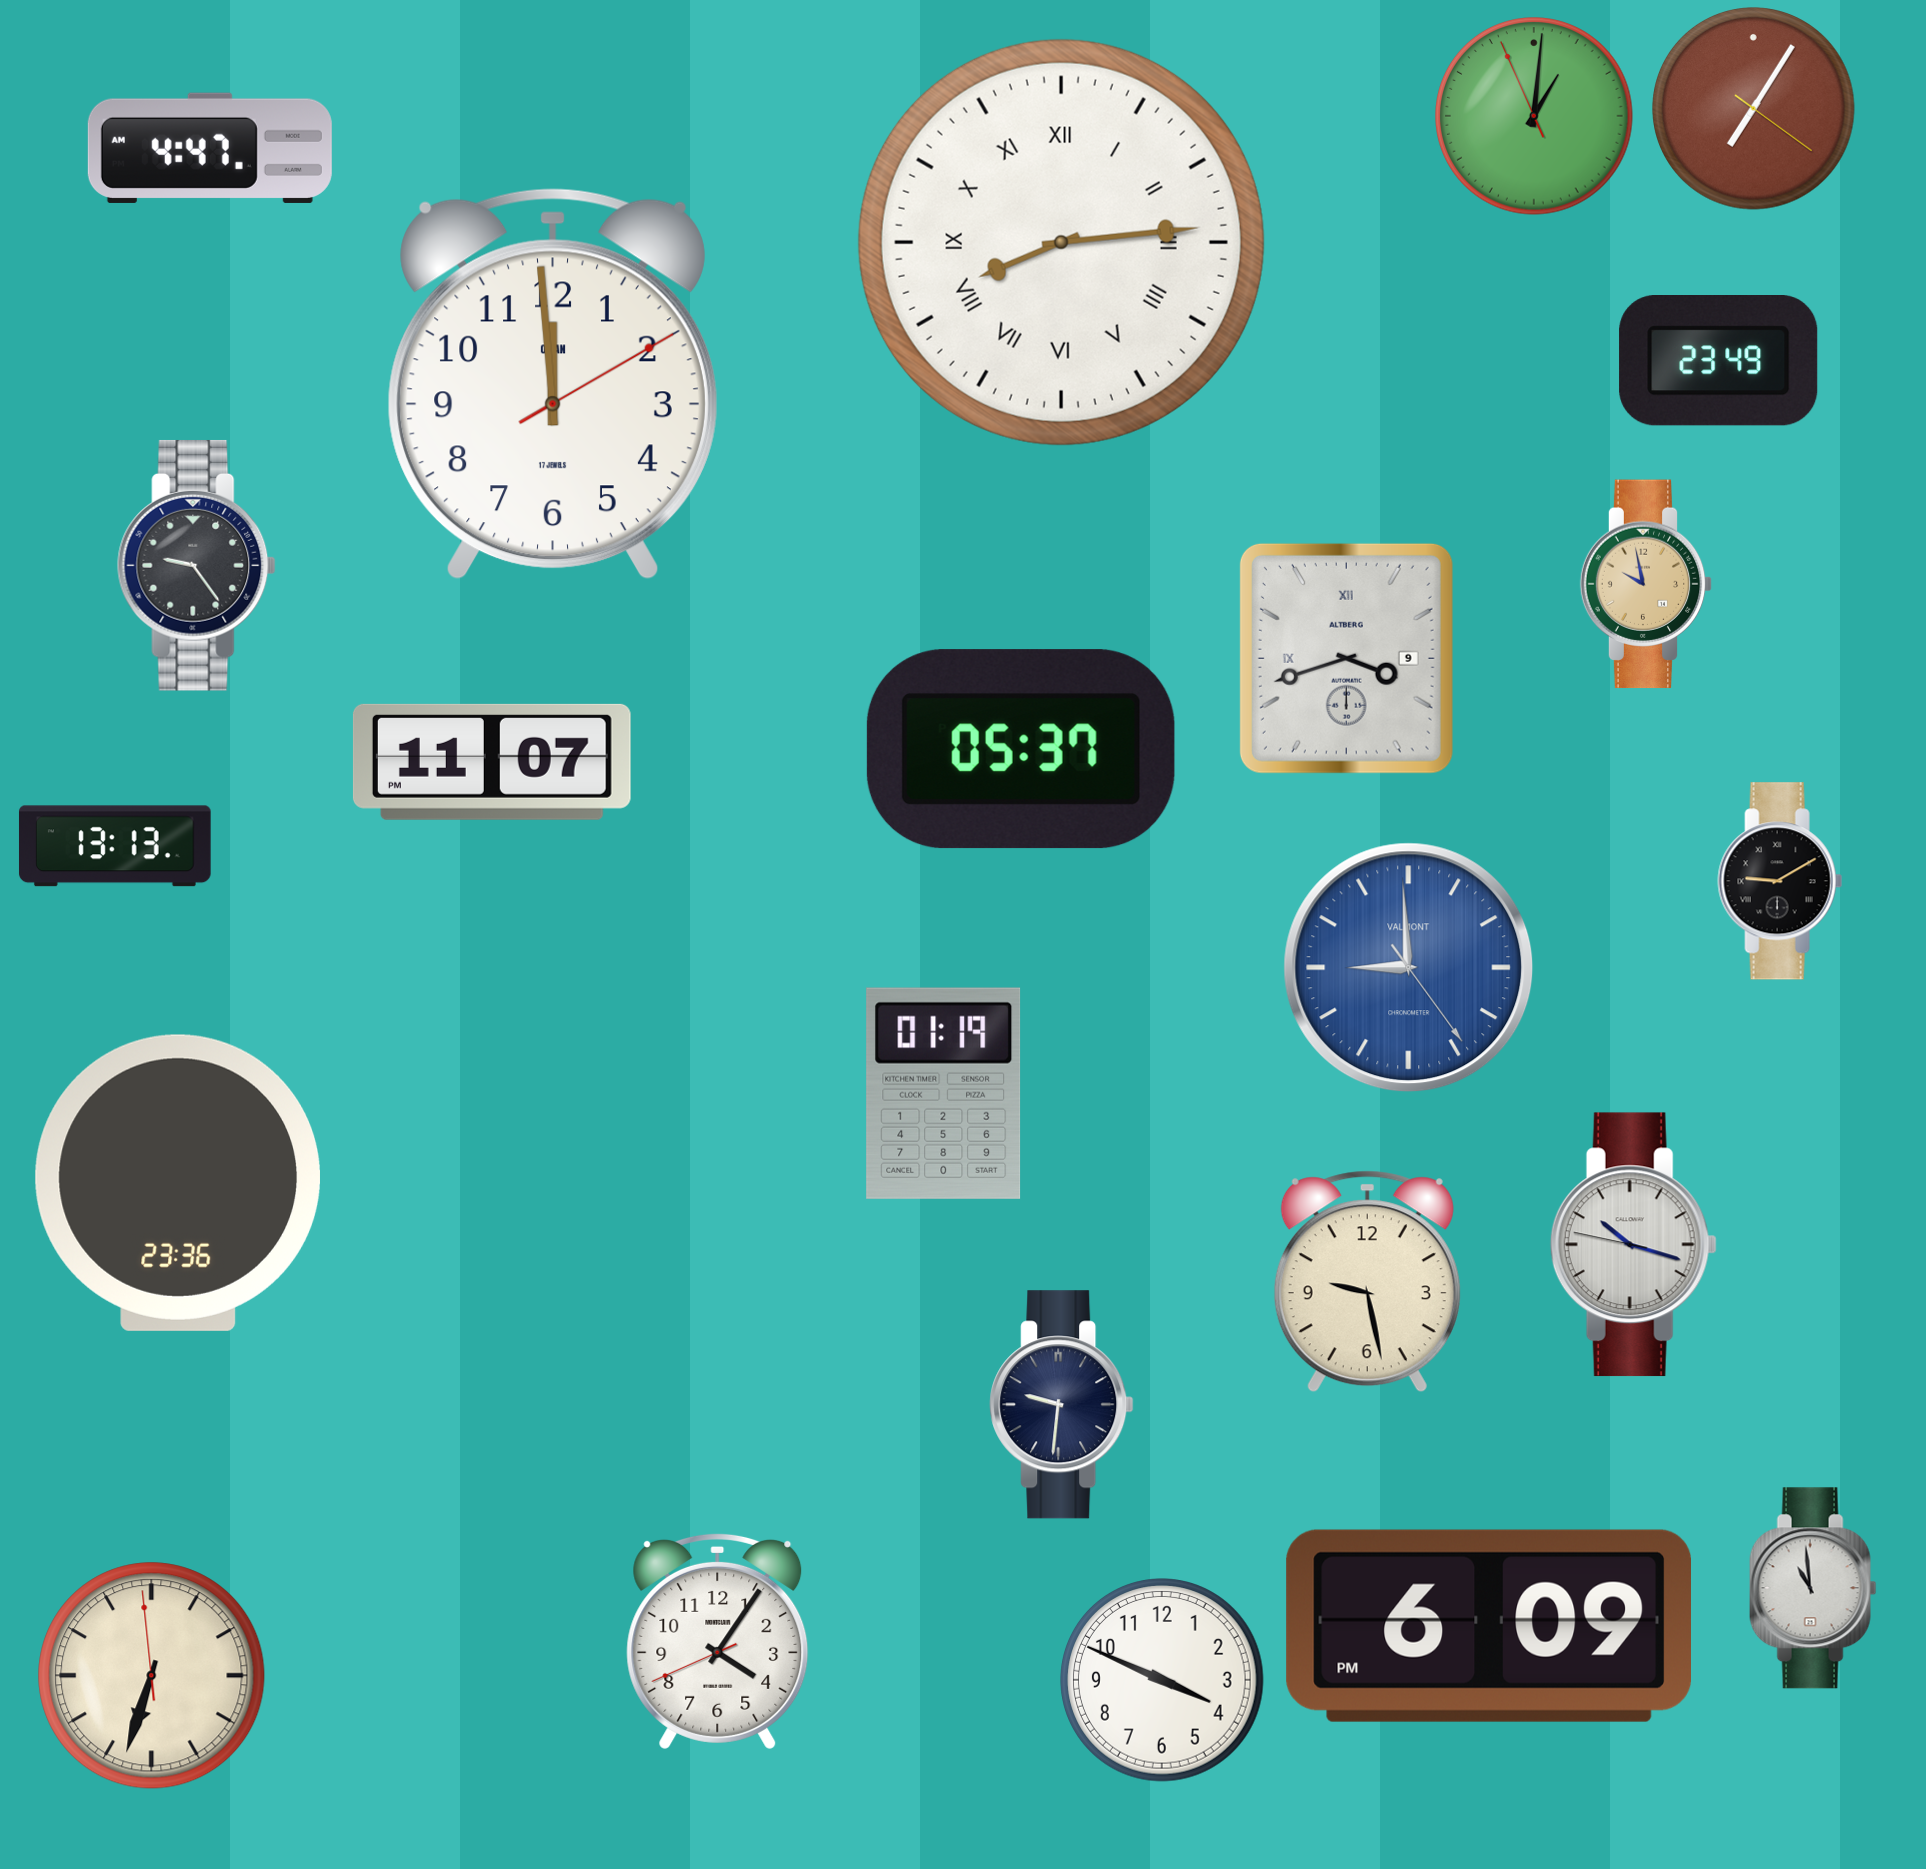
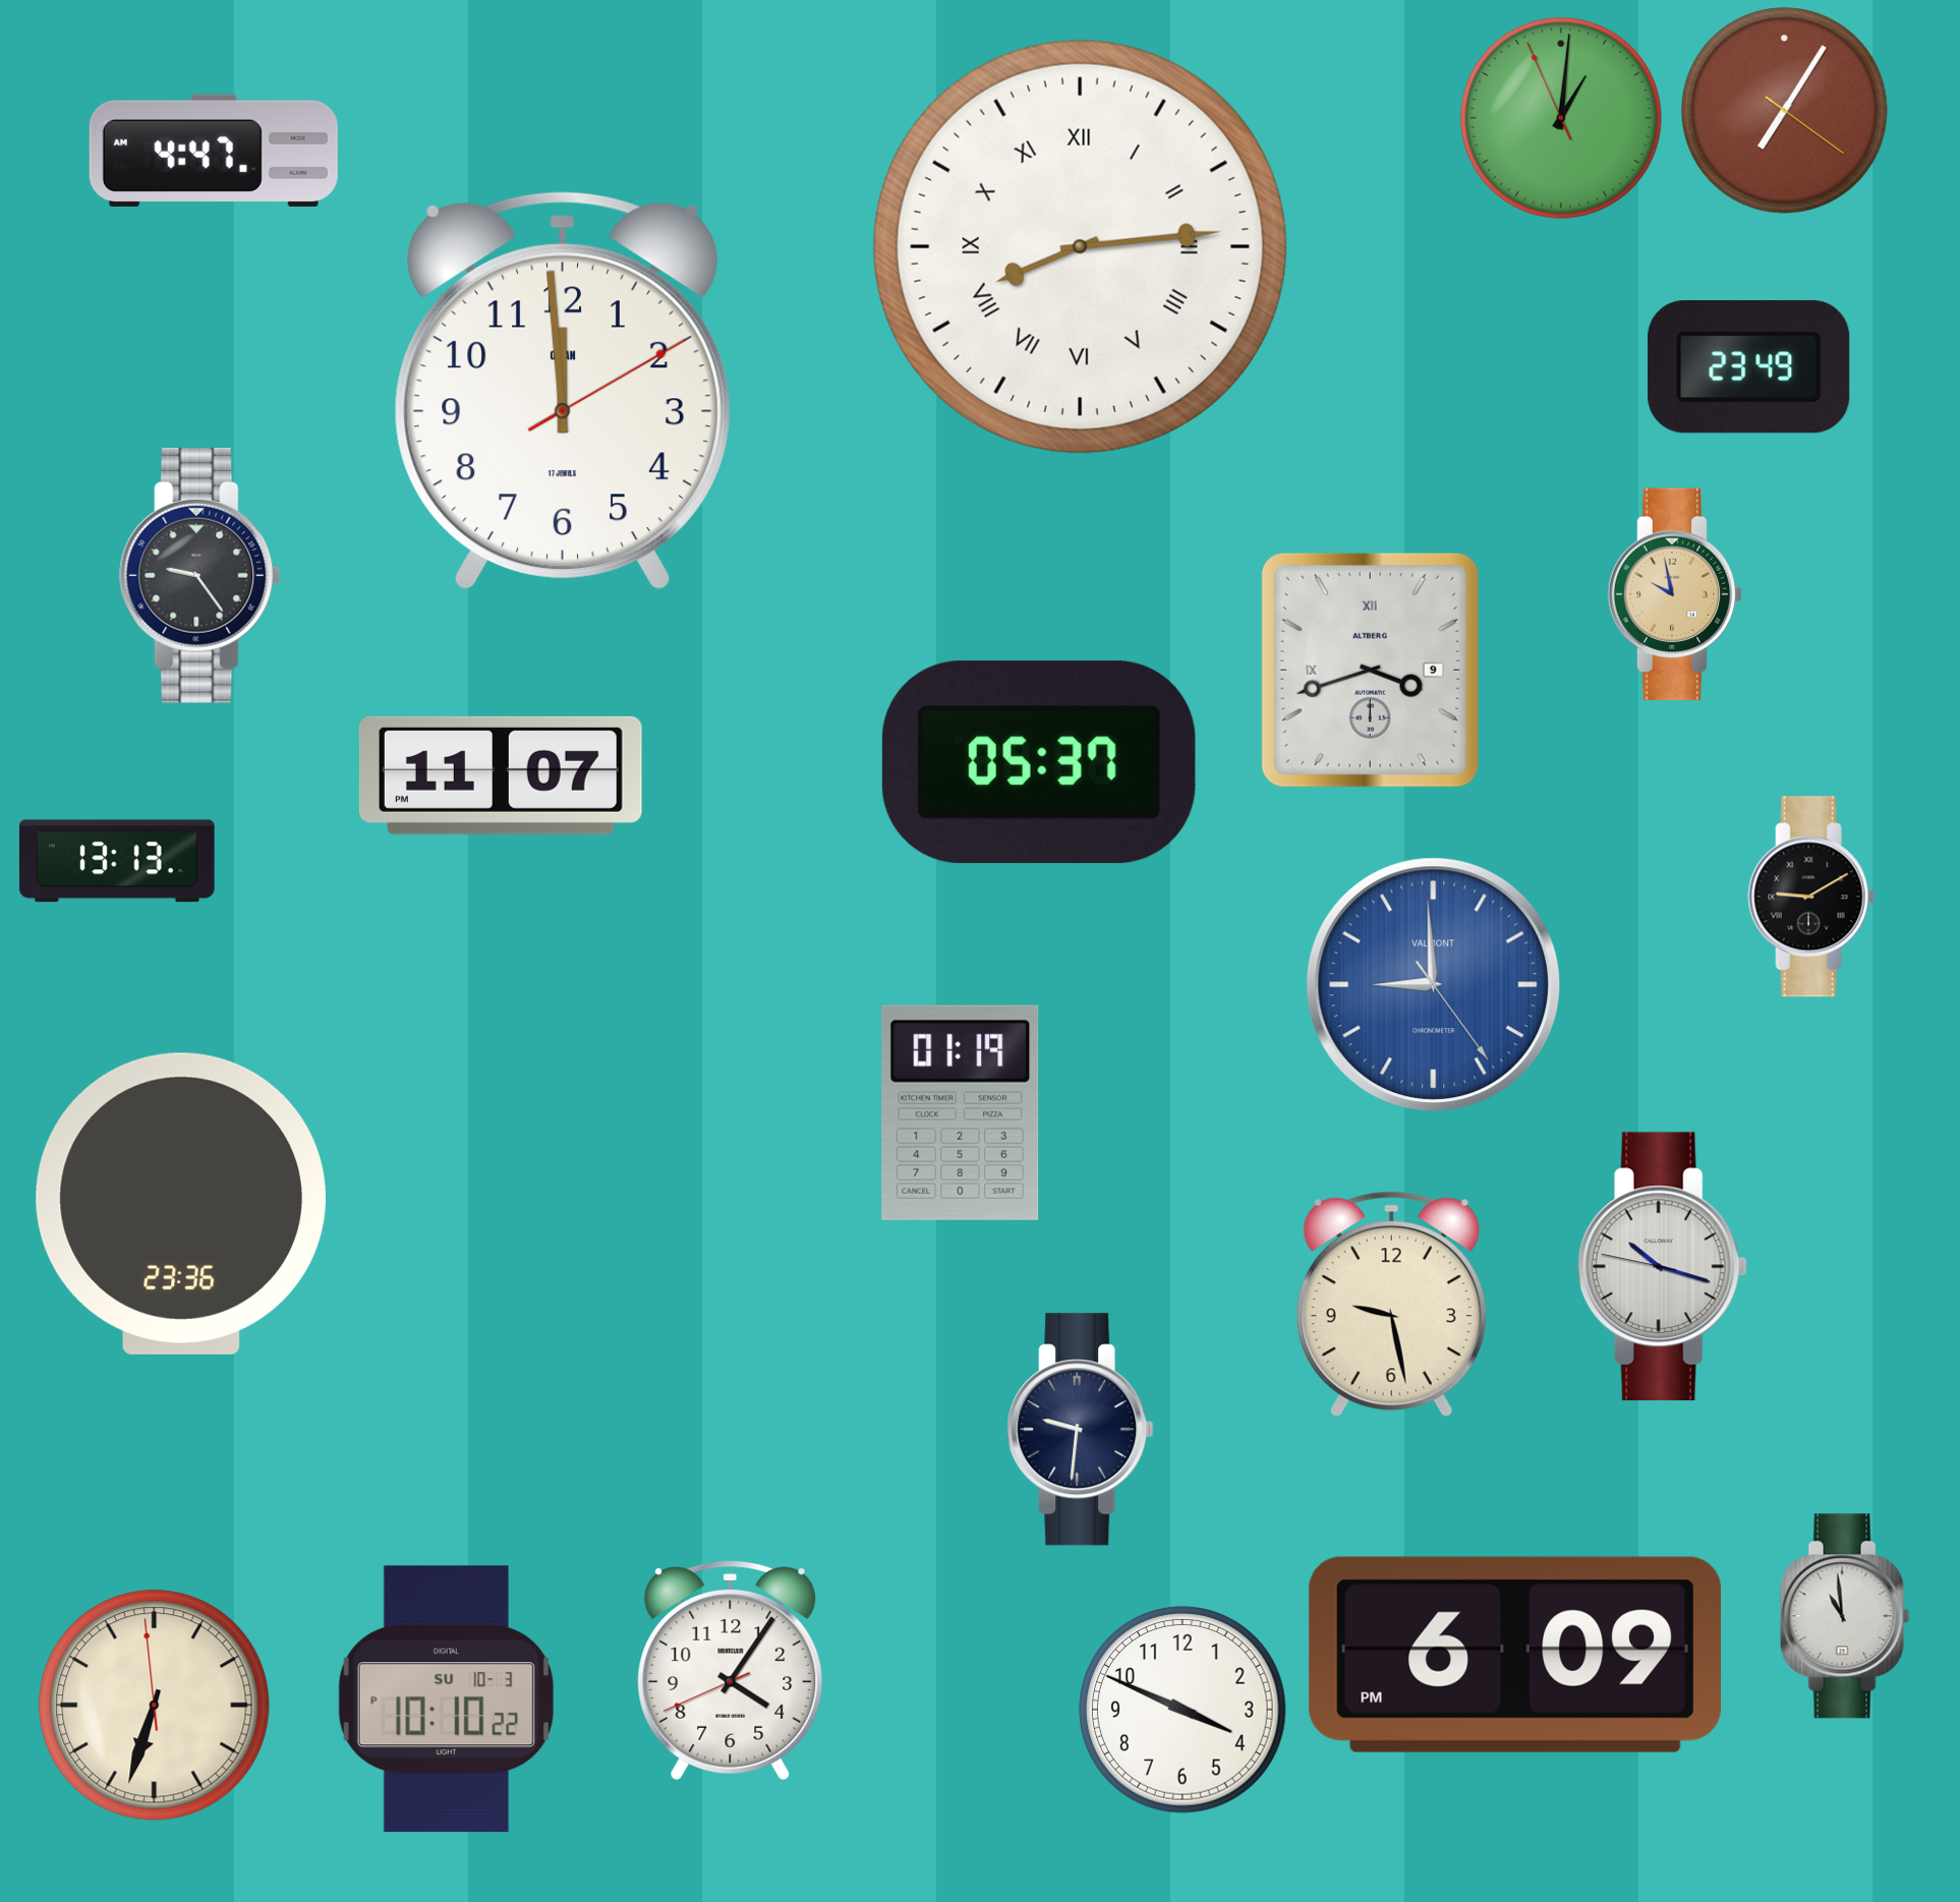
clock at (446, 1699): none -> 10:10
